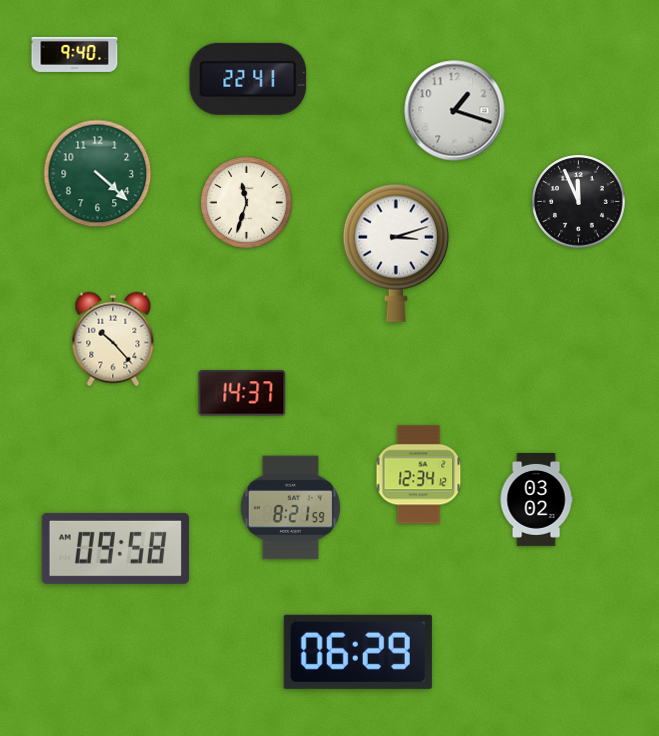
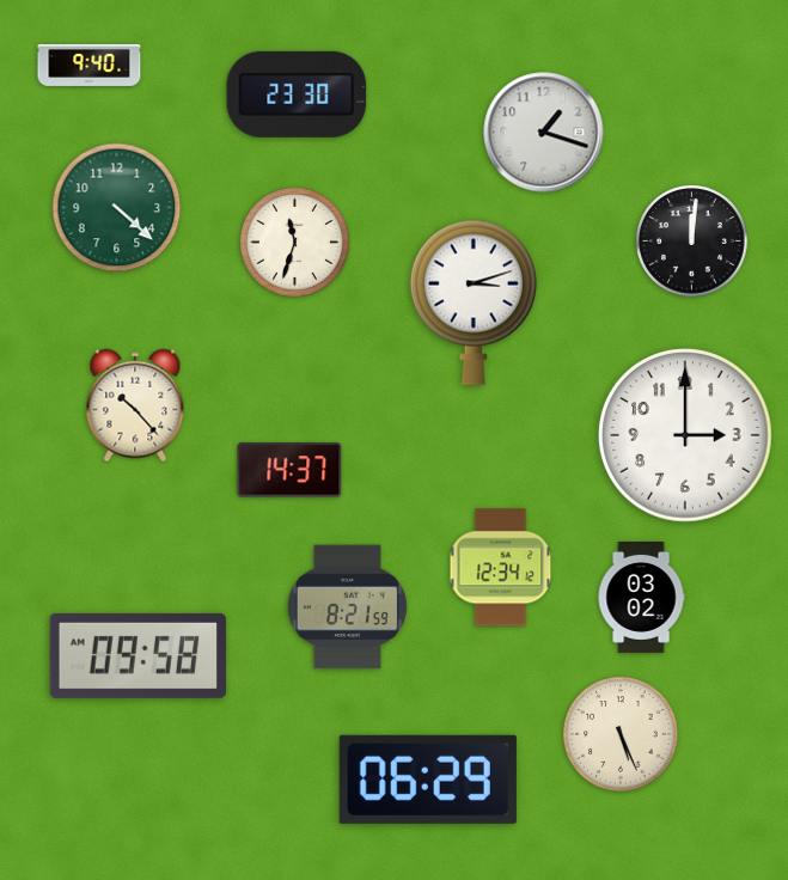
clock at (248, 79): 22:41 -> 23:30
clock at (579, 202): 11:56 -> 12:01
clock at (686, 436): none -> 3:00
clock at (621, 734): none -> 5:26
